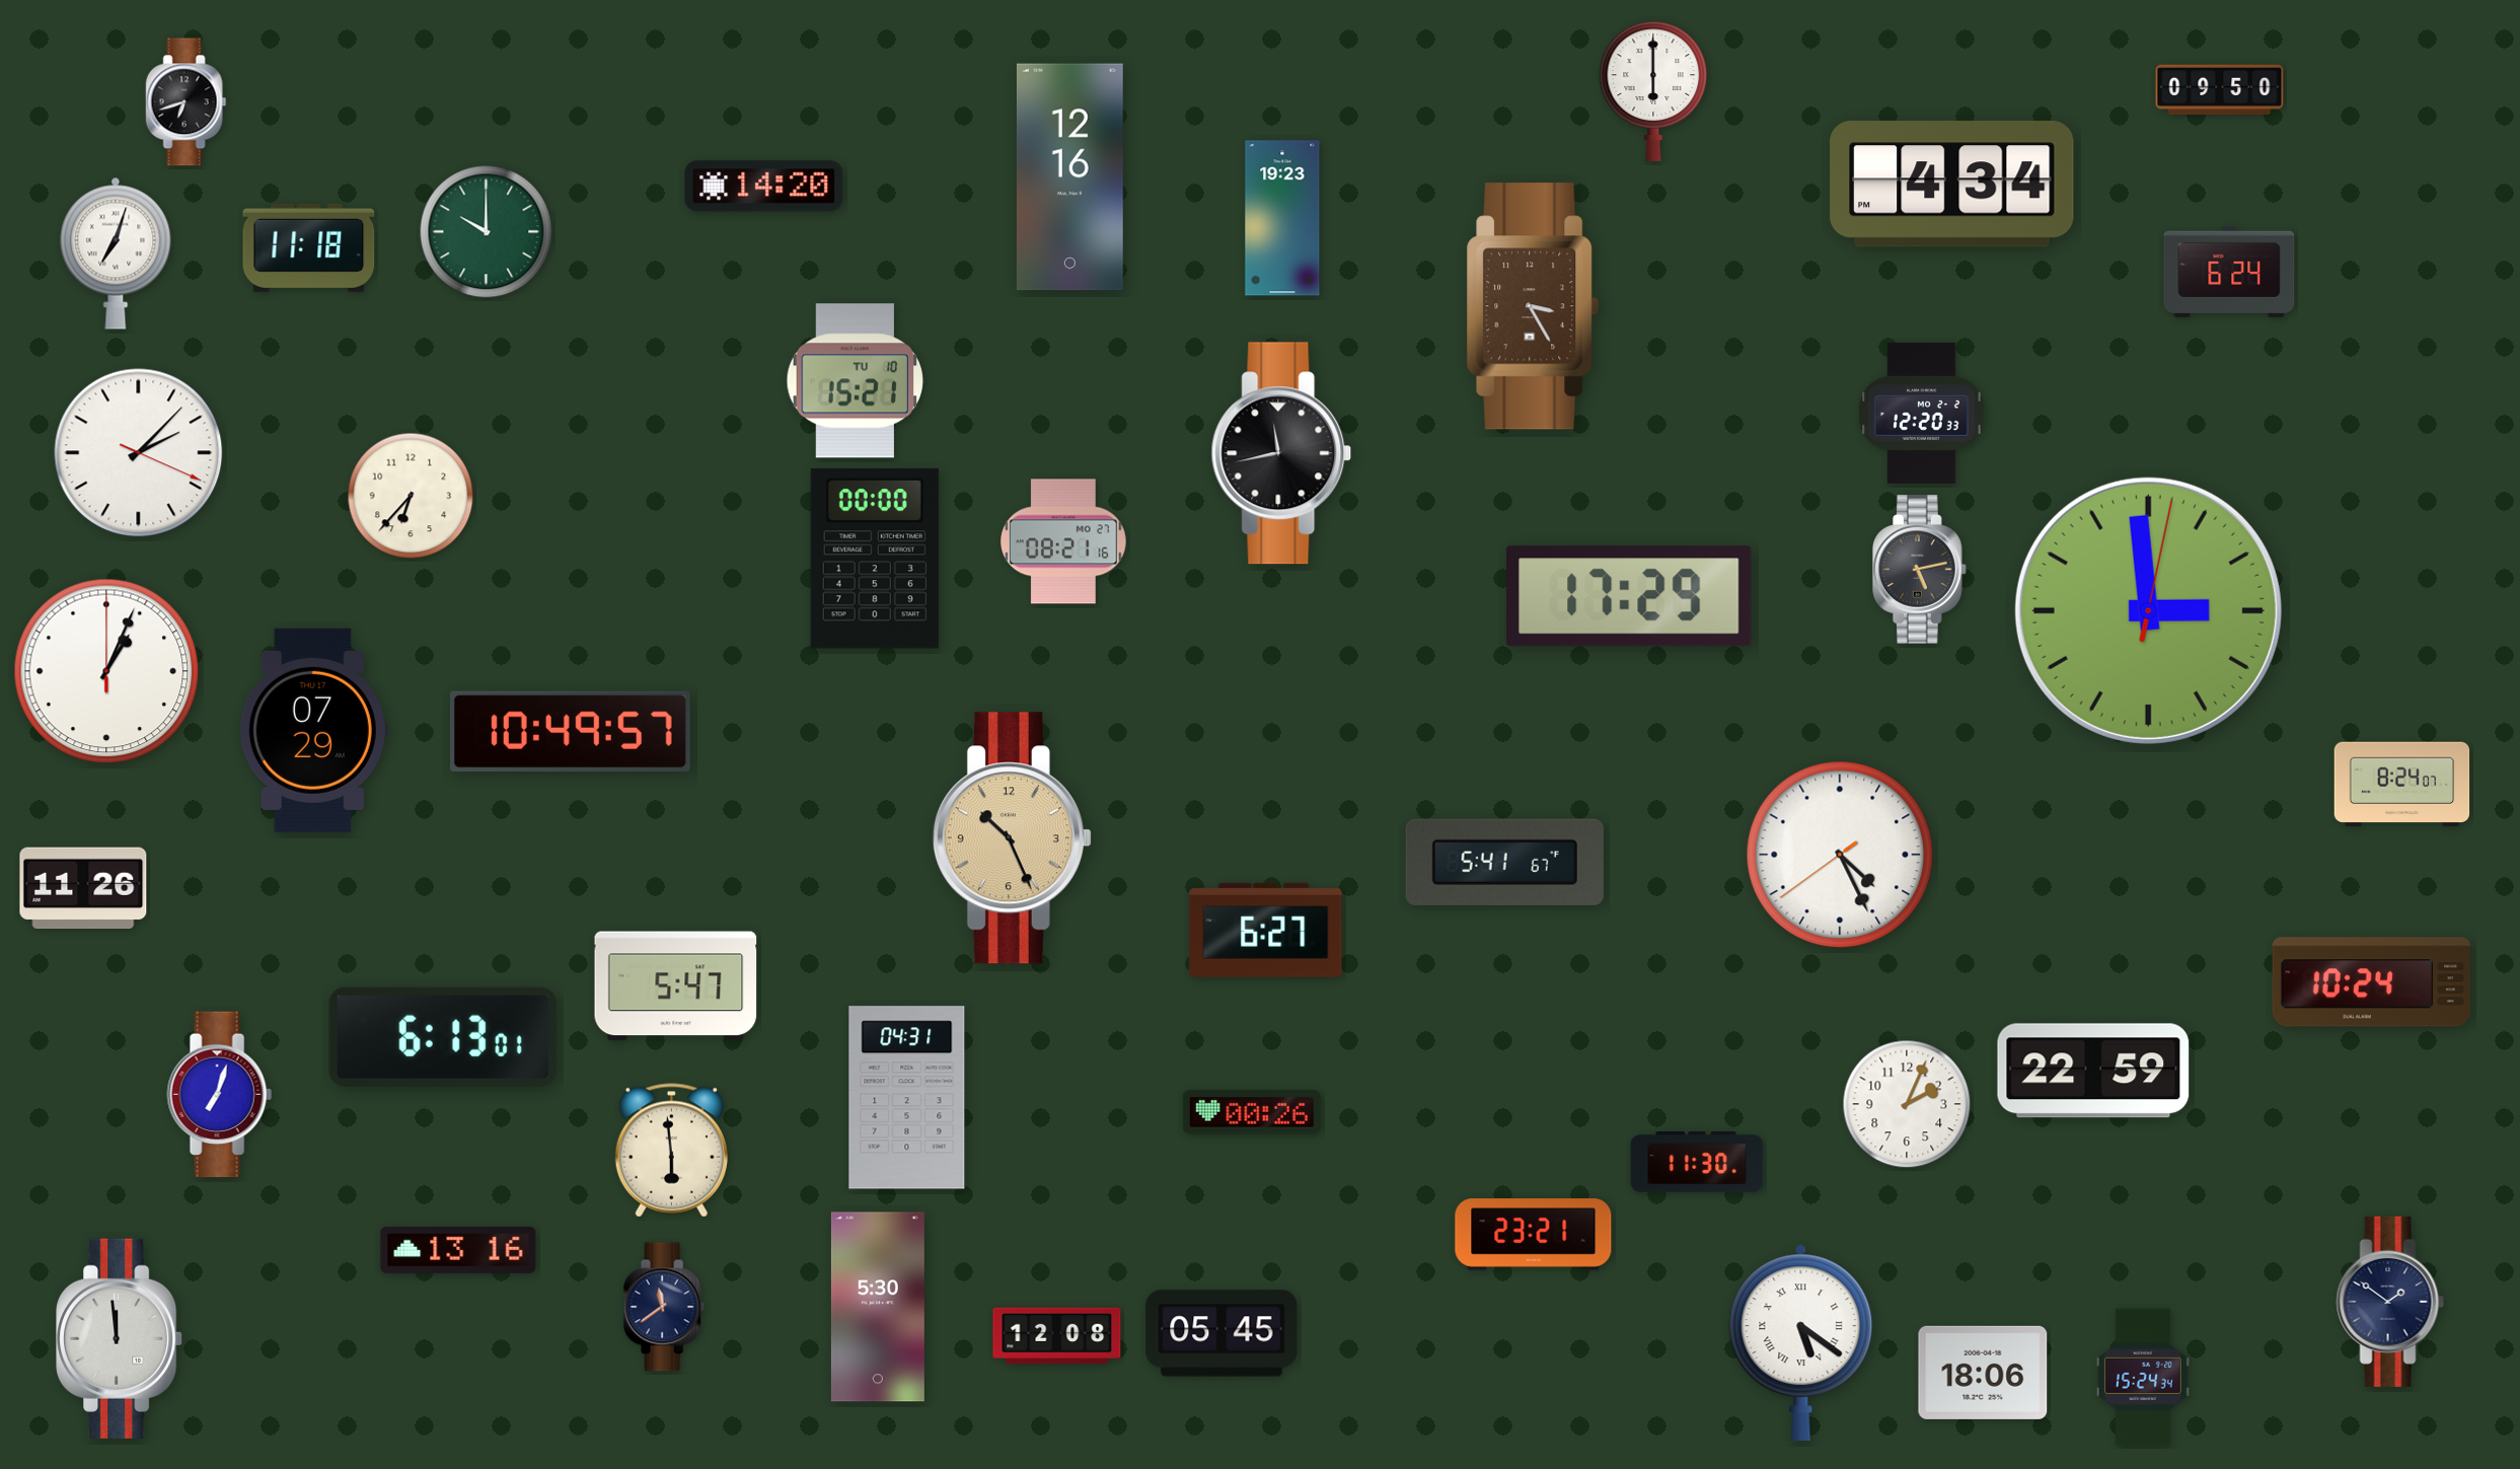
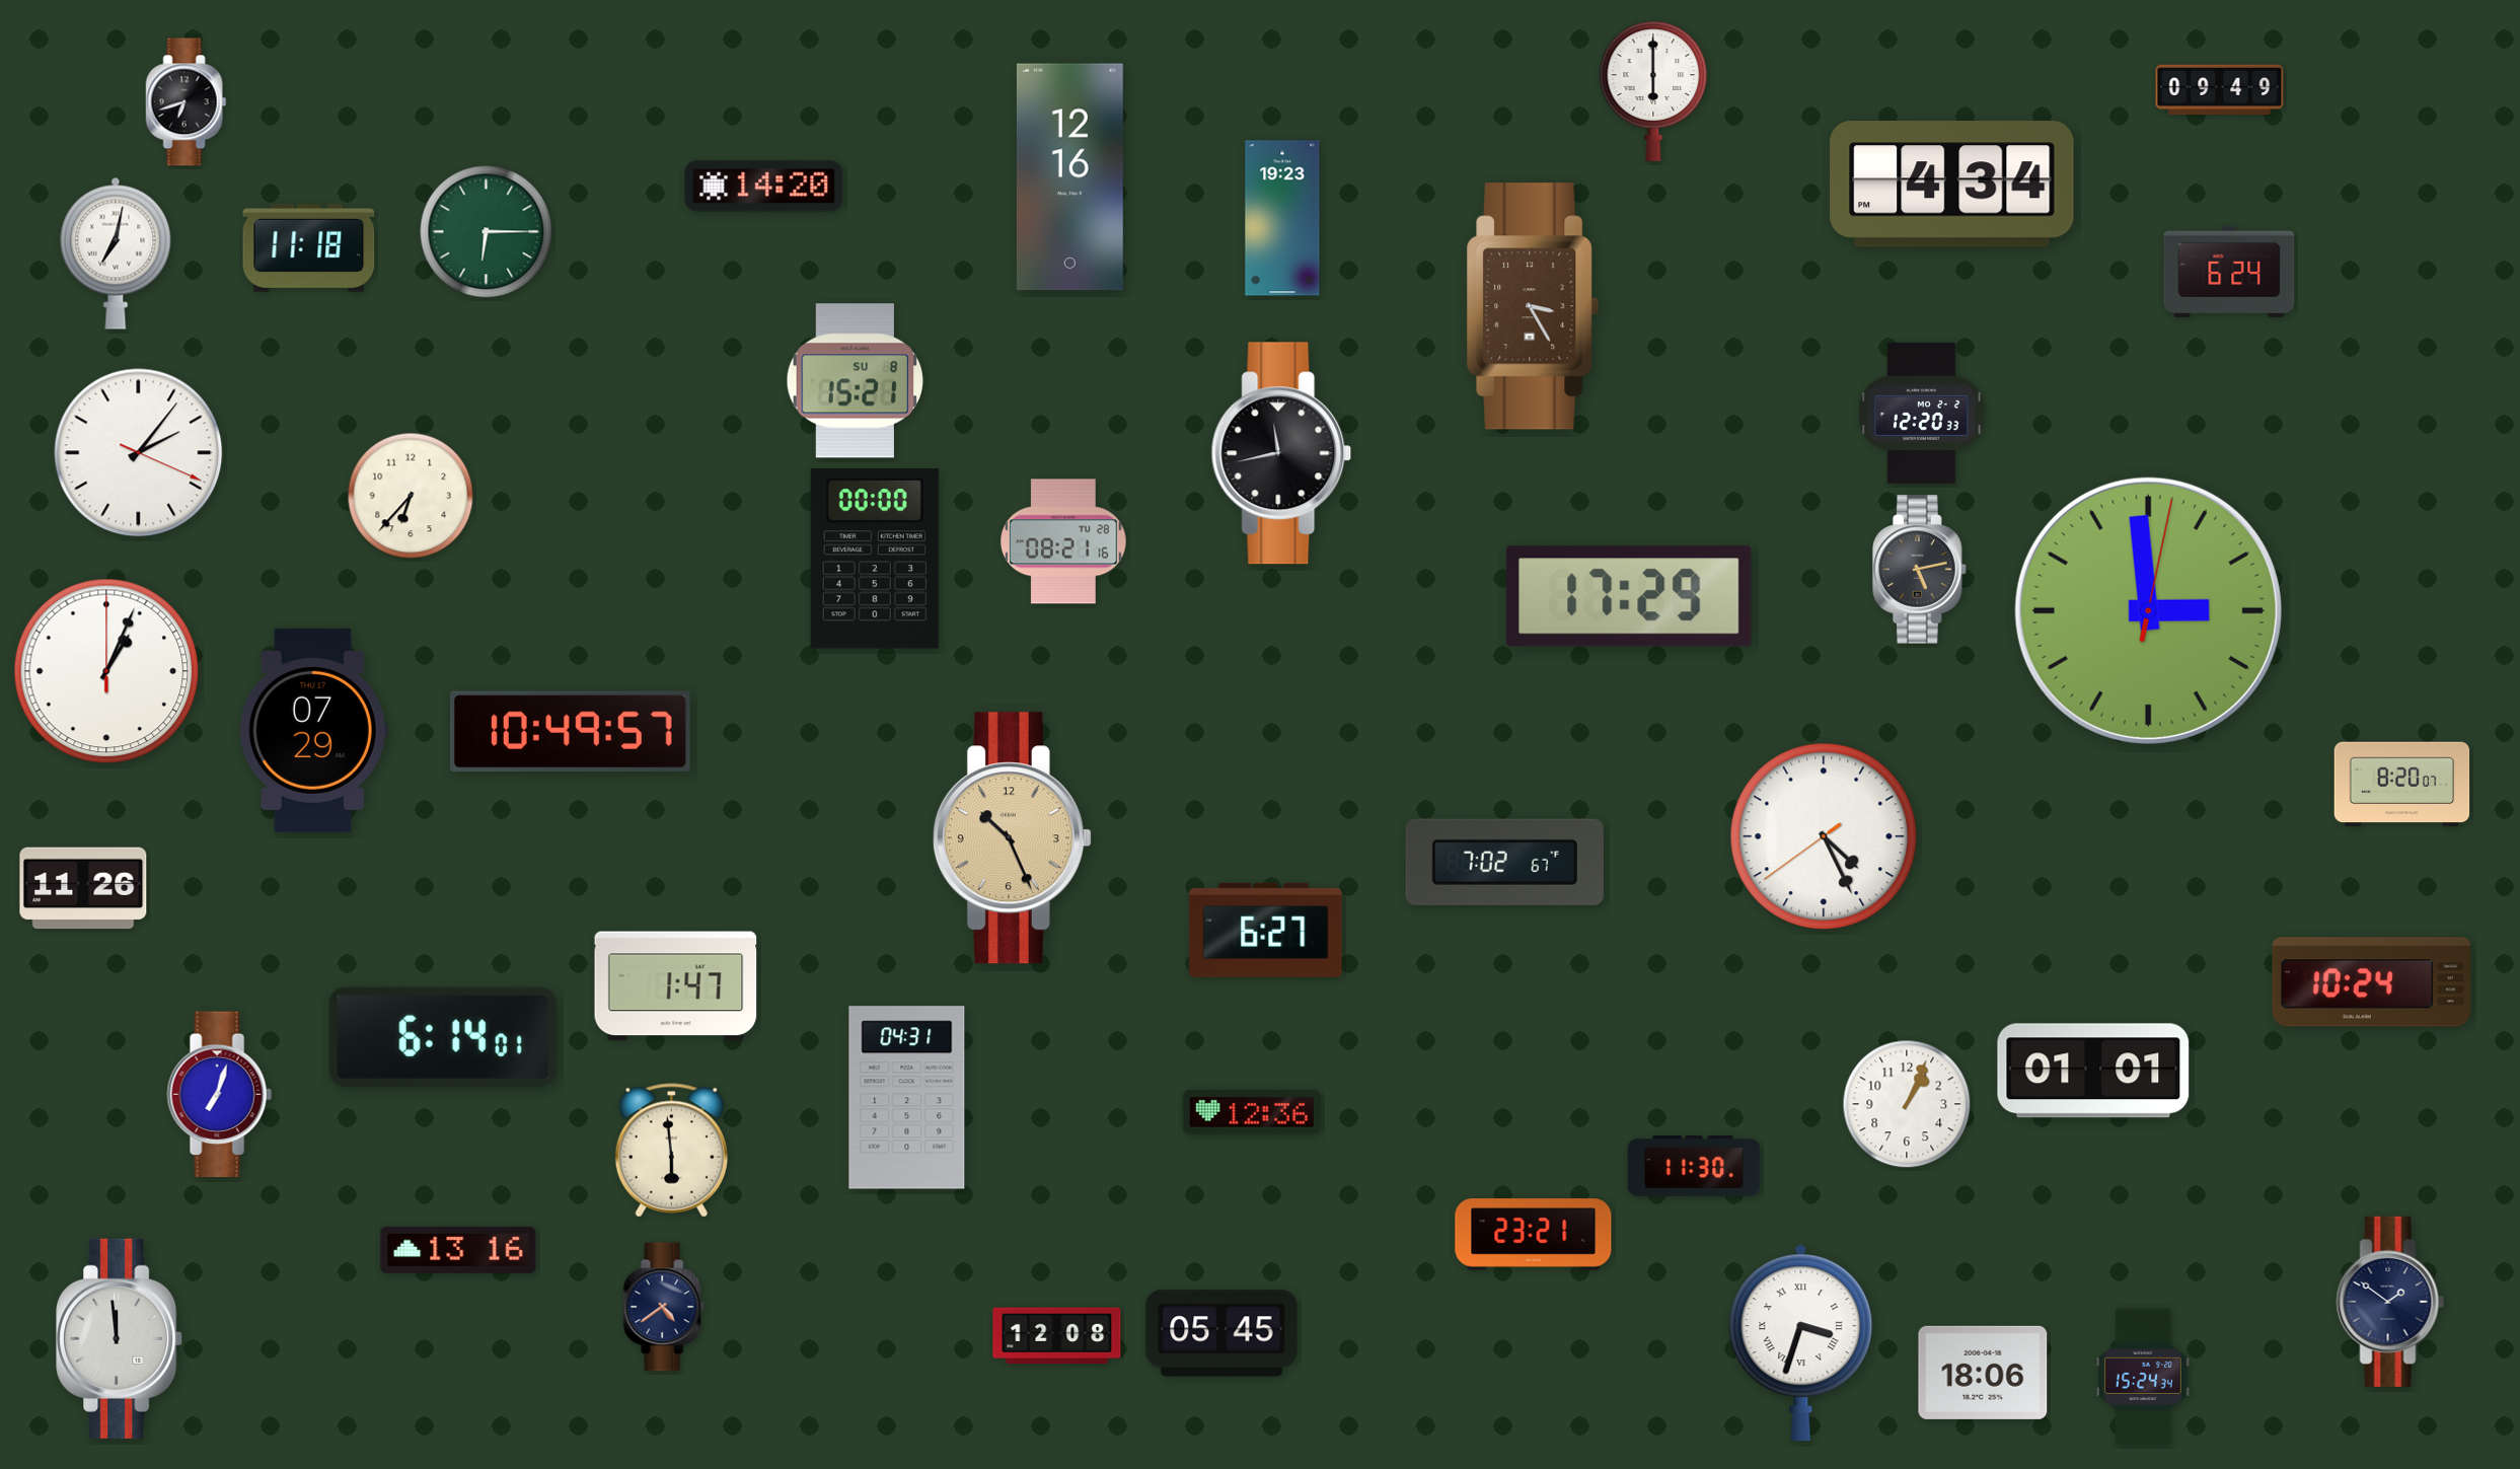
clock at (2220, 90): 09:50 -> 09:49
clock at (487, 232): 10:00 -> 6:15
clock at (116, 253): 7:03 -> 7:02
clock at (856, 381) date: TU 10 -> SU 8
clock at (139, 453): 2:07 -> 2:06
clock at (1064, 541) date: MO 27 -> TU 28
clock at (2402, 785): 8:24 -> 8:20
clock at (1840, 855) position: (1840, 855) -> (1824, 836)
clock at (1504, 862): 5:41 -> 7:02
clock at (676, 986): 5:47 -> 1:47
clock at (443, 1037): 6:13 -> 6:14
clock at (2093, 1071): 22:59 -> 01:01
clock at (1907, 1104): 2:04 -> 1:04
clock at (1252, 1112): 00:26 -> 12:36
clock at (1697, 1162) position: (1697, 1162) -> (1694, 1166)
clock at (664, 1307): 11:39 -> 4:39
clock at (878, 1307): 5:30 -> none
clock at (1801, 1343): 5:21 -> 3:33
